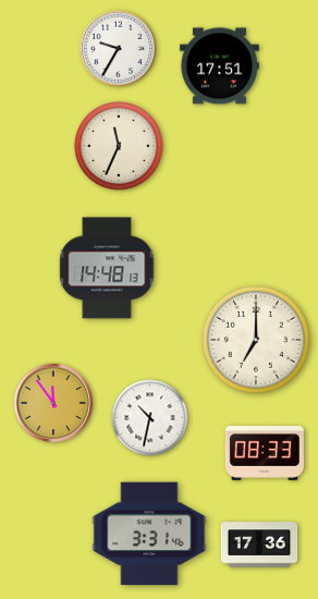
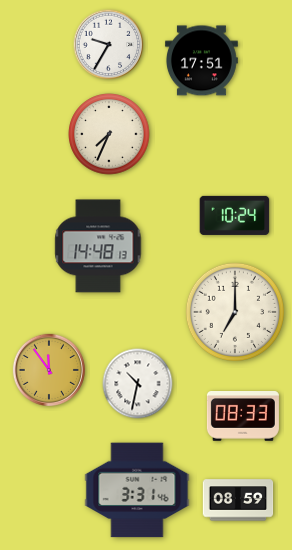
clock at (119, 146): 11:34 -> 7:34
clock at (235, 215): none -> 10:24
clock at (259, 545): 17:36 -> 08:59
